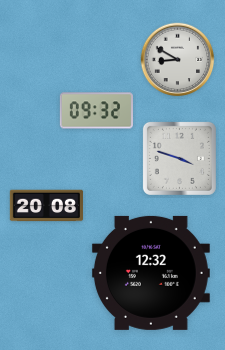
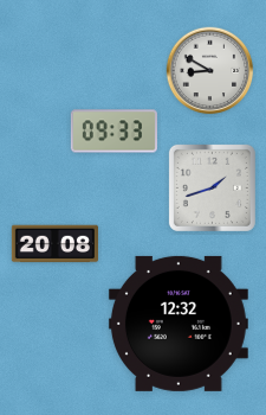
clock at (96, 111): 09:32 -> 09:33
clock at (179, 158): 3:48 -> 1:42
